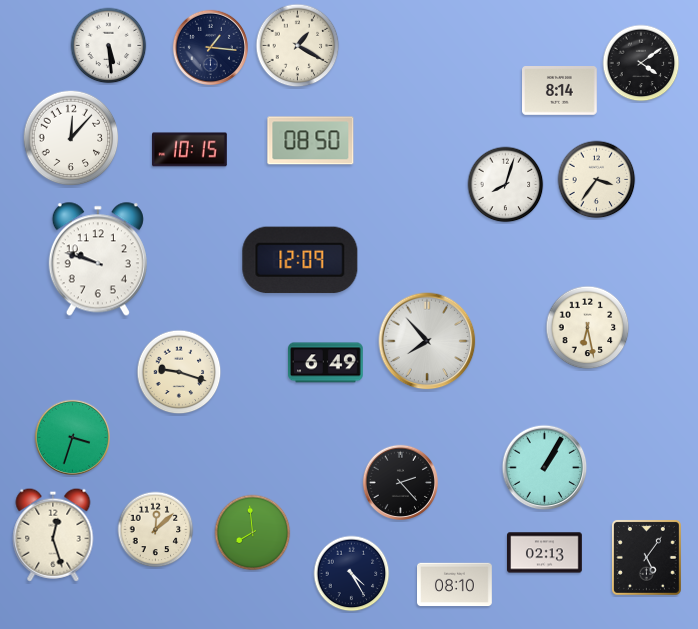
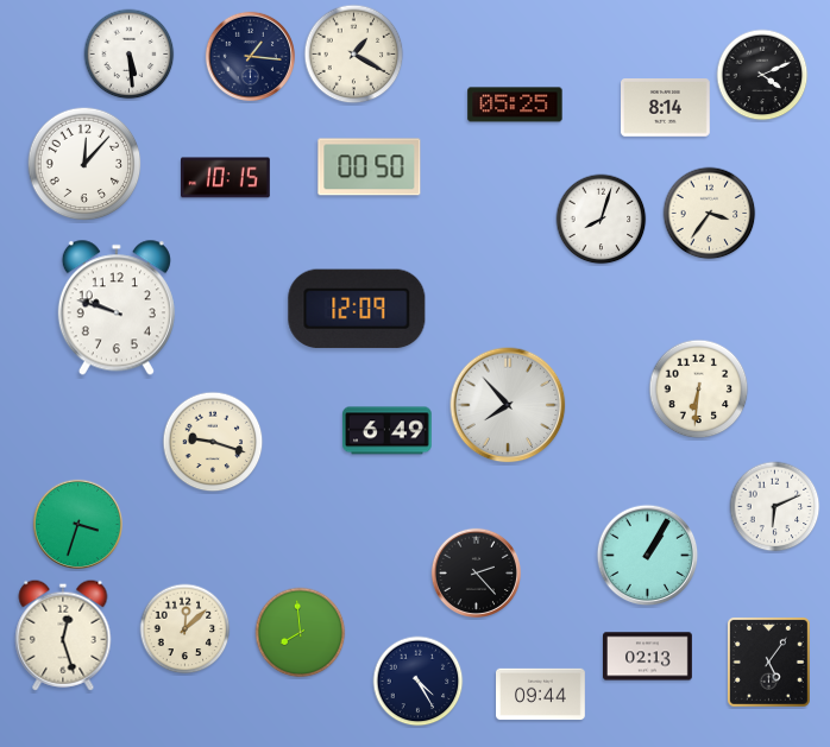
clock at (641, 63): 4:09 -> 4:11
clock at (515, 105): none -> 05:25
clock at (311, 141): 08:50 -> 00:50
clock at (588, 328): 6:28 -> 6:31
clock at (775, 507): none -> 6:11
clock at (72, 437) position: (72, 437) -> (77, 524)
clock at (455, 585): 08:10 -> 09:44
